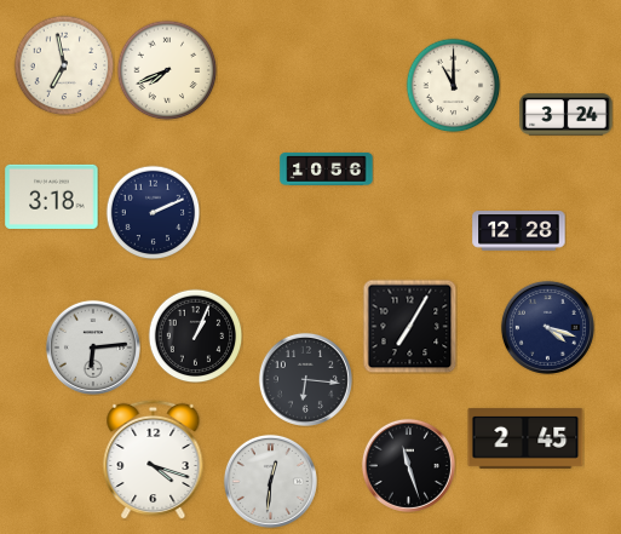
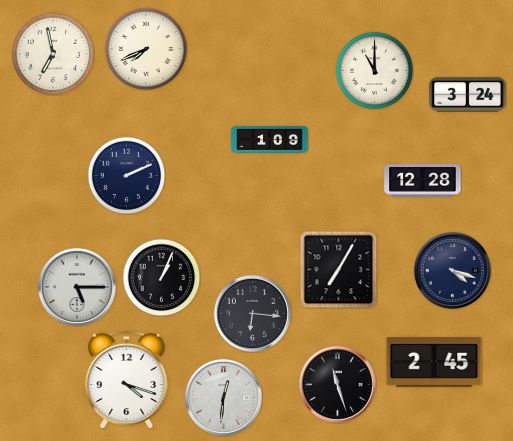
clock at (167, 70) position: (167, 70) -> (146, 49)
clock at (327, 168): 10:56 -> 1:09
clock at (52, 196): 3:18 -> none
clock at (519, 231) position: (519, 231) -> (423, 181)
clock at (93, 348): 6:14 -> 5:15
